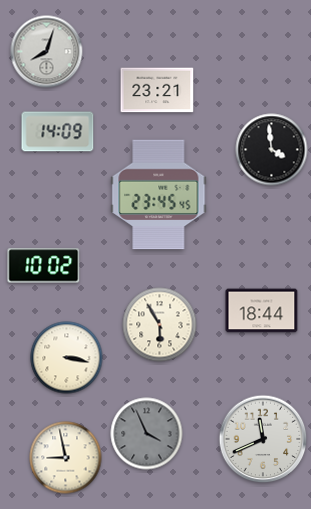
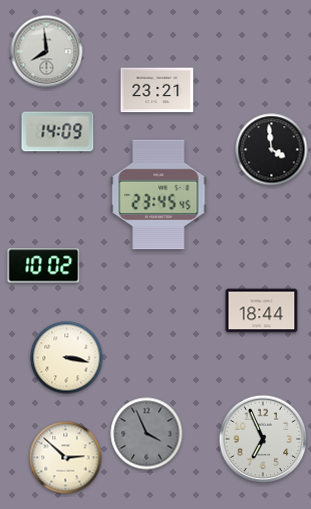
clock at (47, 52): 8:03 -> 7:59
clock at (160, 325): 5:55 -> none
clock at (263, 439): 11:41 -> 6:56
clock at (66, 458): 8:58 -> 2:52
